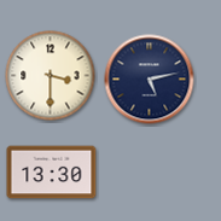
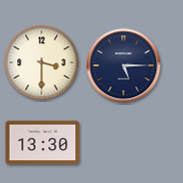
clock at (150, 80): 5:13 -> 5:15
